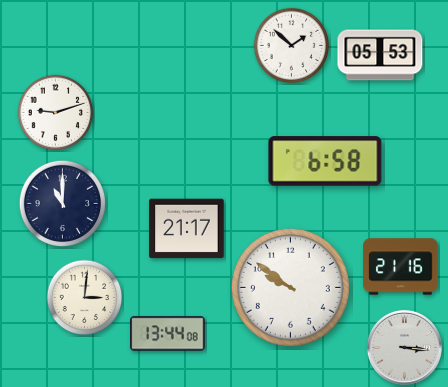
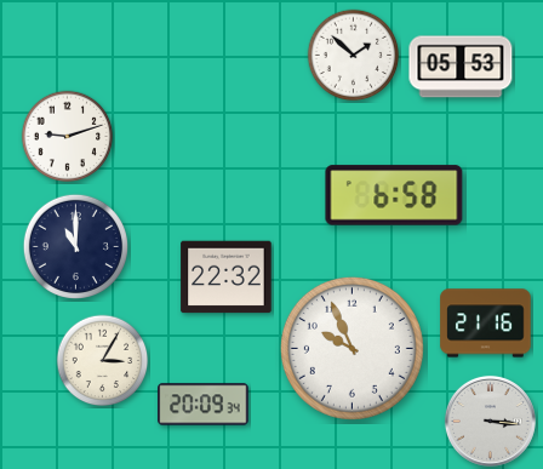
clock at (187, 229): 21:17 -> 22:32
clock at (290, 287): 9:51 -> 9:56
clock at (85, 298): 3:01 -> 3:05
clock at (168, 334): 13:44 -> 20:09
